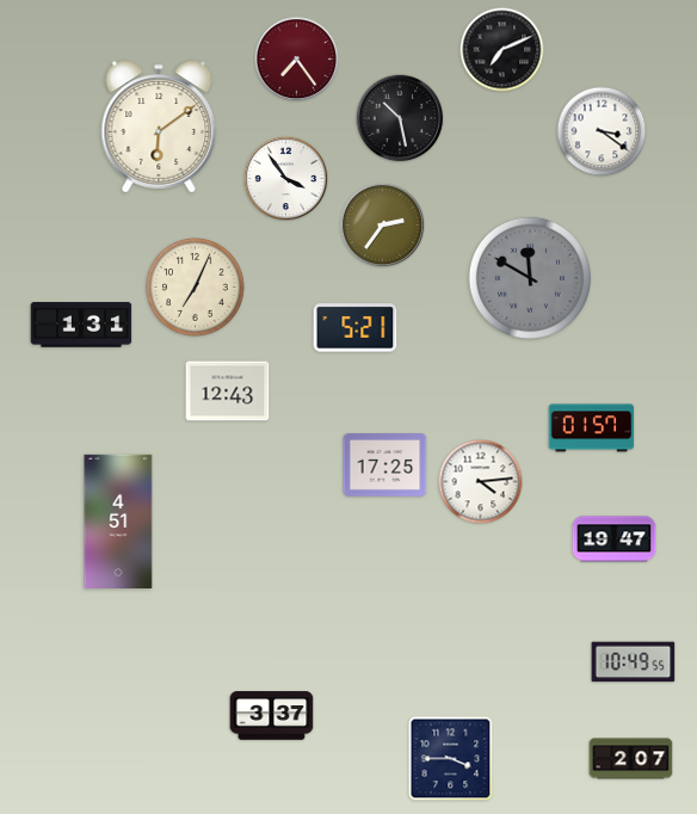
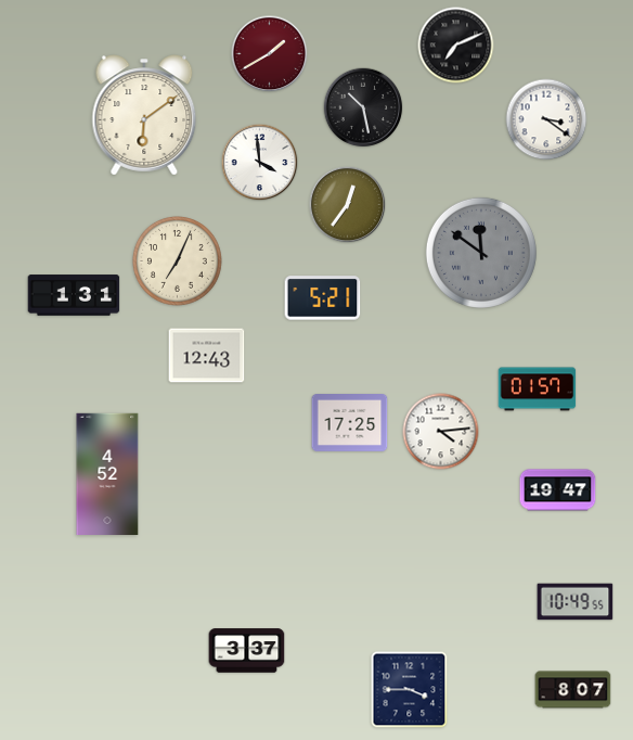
clock at (297, 60): 7:24 -> 1:40
clock at (286, 179): 3:54 -> 3:59
clock at (383, 226): 2:36 -> 12:36
clock at (530, 278): 11:50 -> 11:51
clock at (481, 482) position: (481, 482) -> (441, 432)
clock at (118, 520): 4:51 -> 4:52
clock at (631, 759): 2:07 -> 8:07
